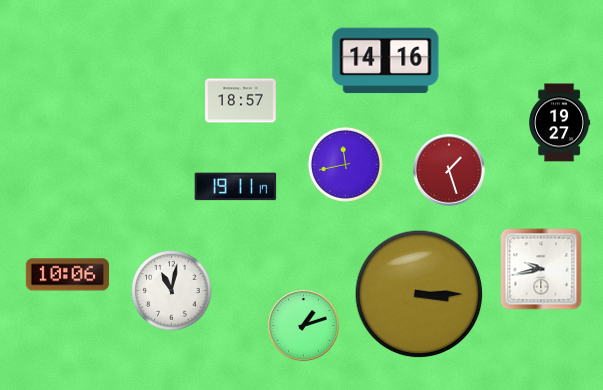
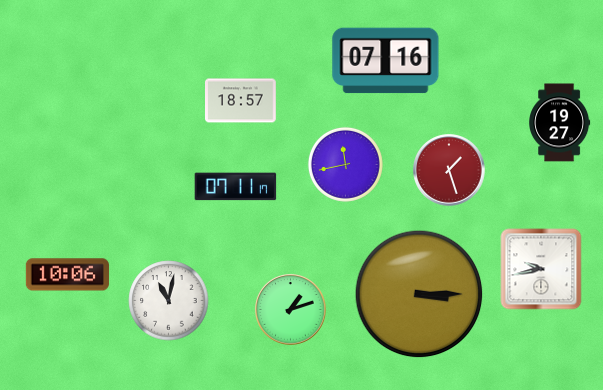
clock at (386, 61): 14:16 -> 07:16
clock at (236, 187): 19:11 -> 07:11
clock at (172, 291) position: (172, 291) -> (169, 301)
clock at (304, 326) position: (304, 326) -> (291, 310)
